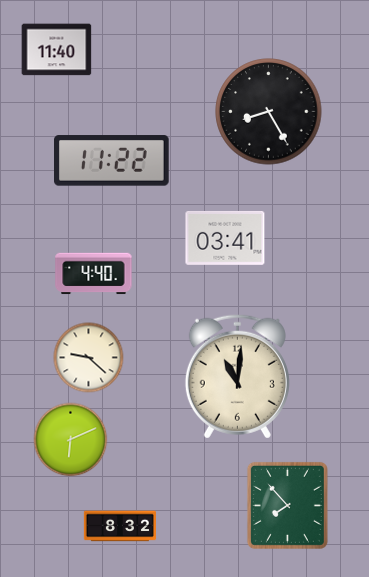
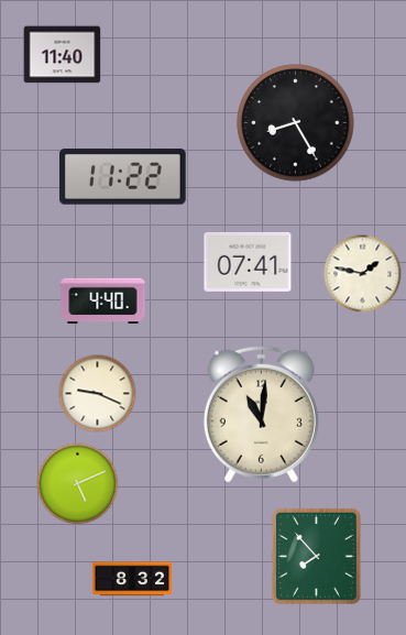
clock at (225, 238): 03:41 -> 07:41
clock at (363, 274): none -> 1:47
clock at (89, 358): 9:22 -> 9:19
clock at (71, 440): 6:11 -> 5:11
